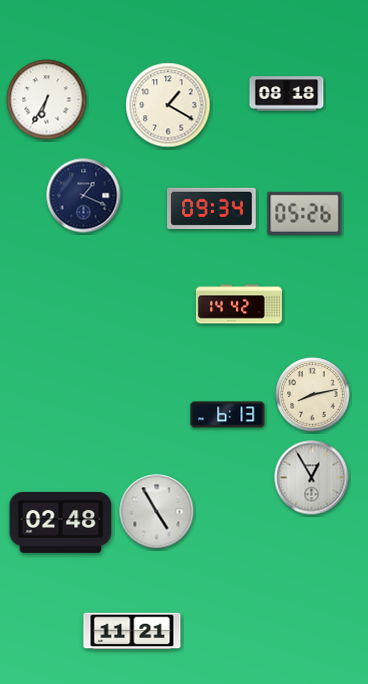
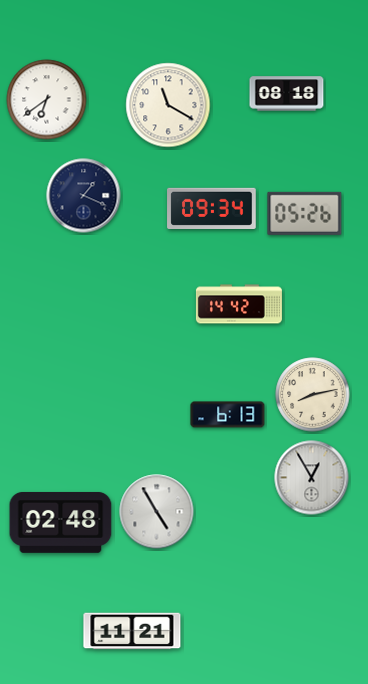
clock at (47, 100): 6:35 -> 6:39
clock at (168, 105): 1:20 -> 11:20
